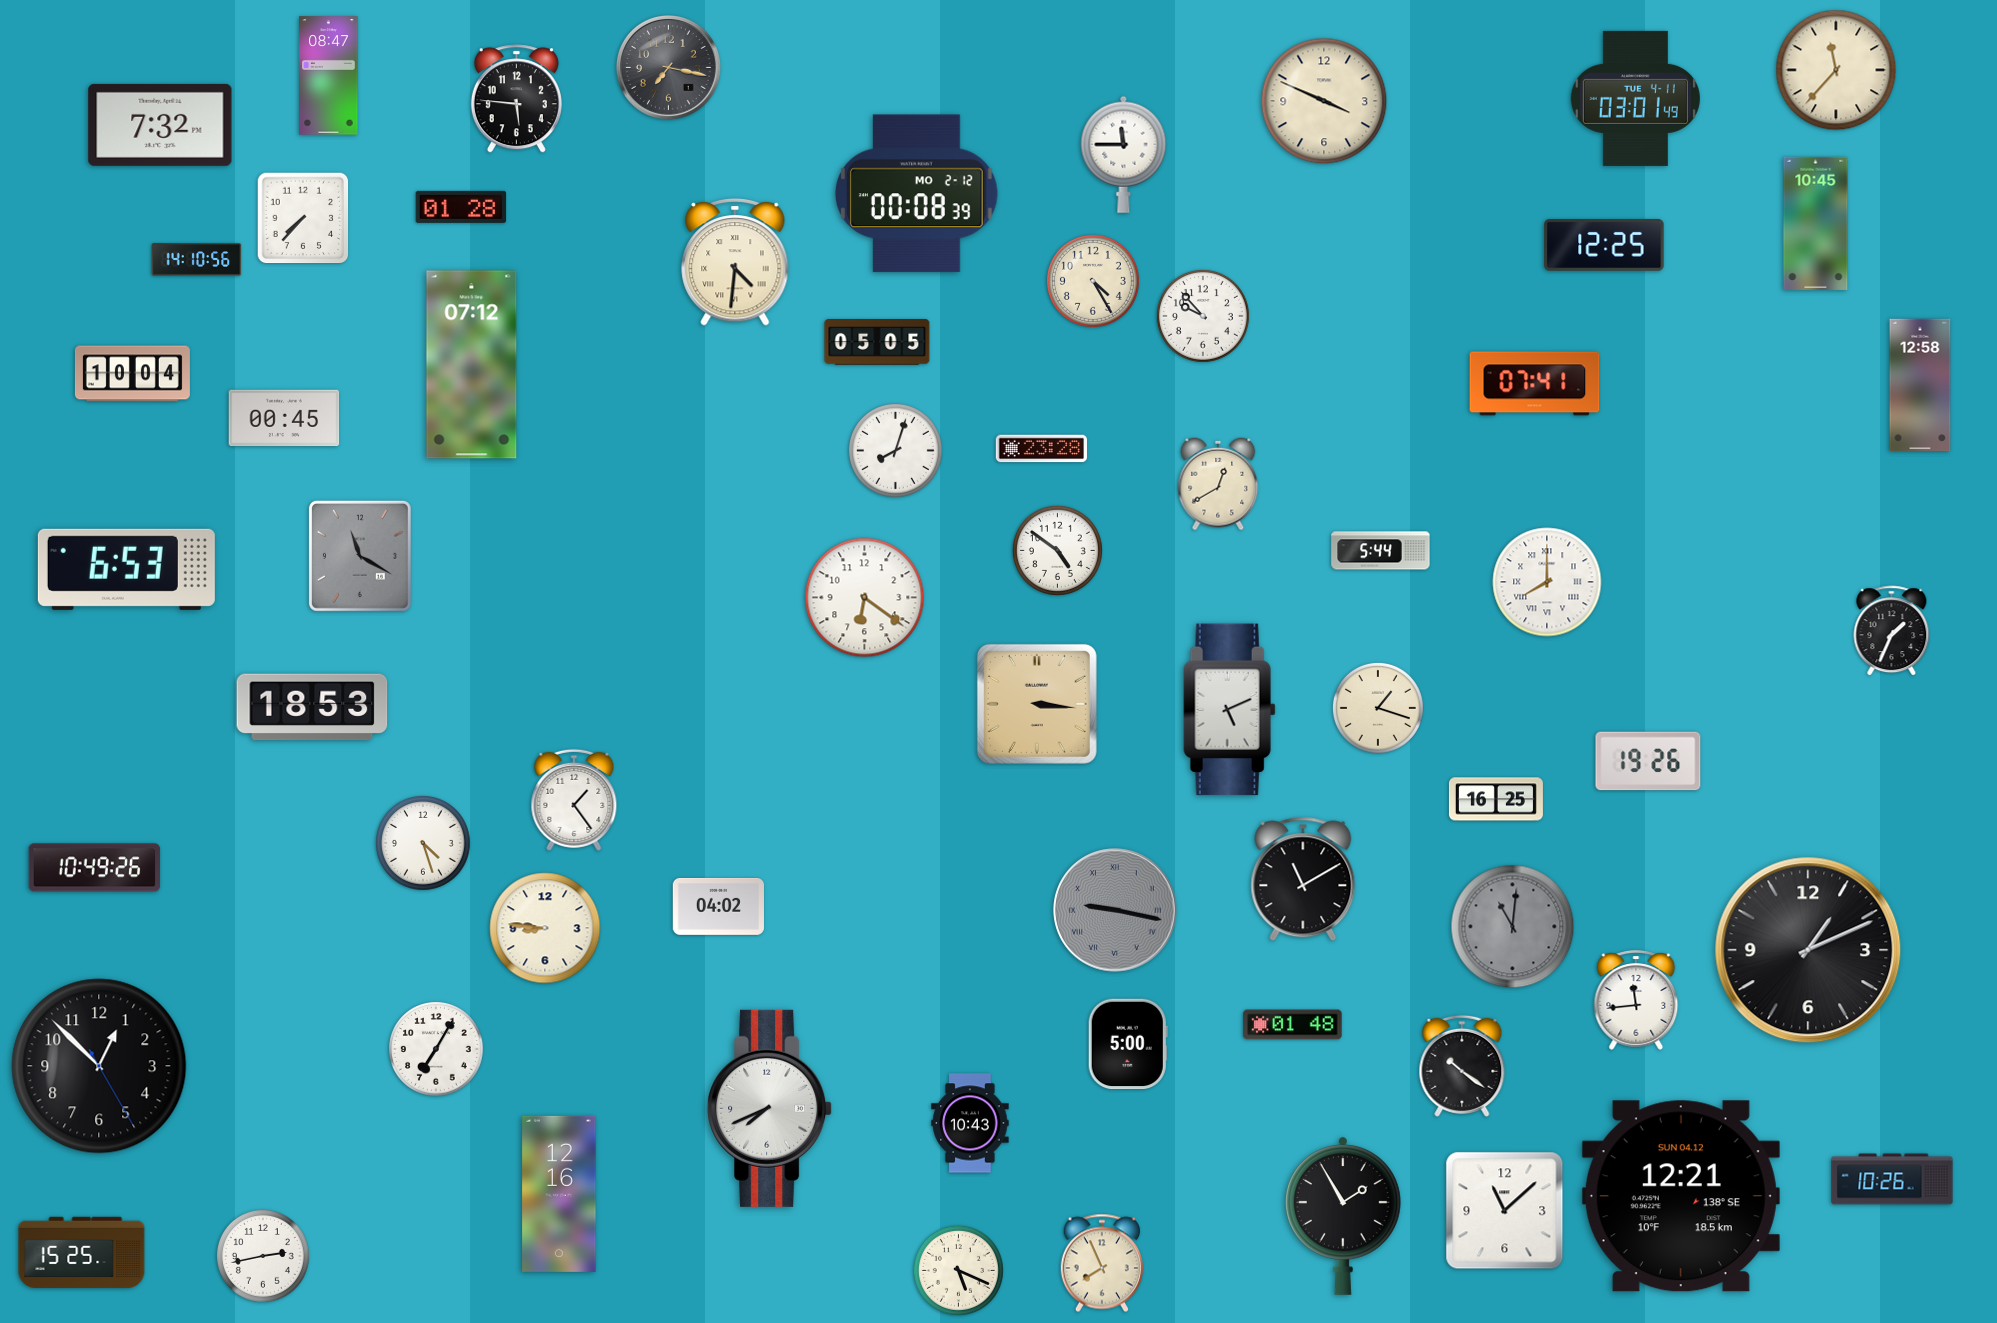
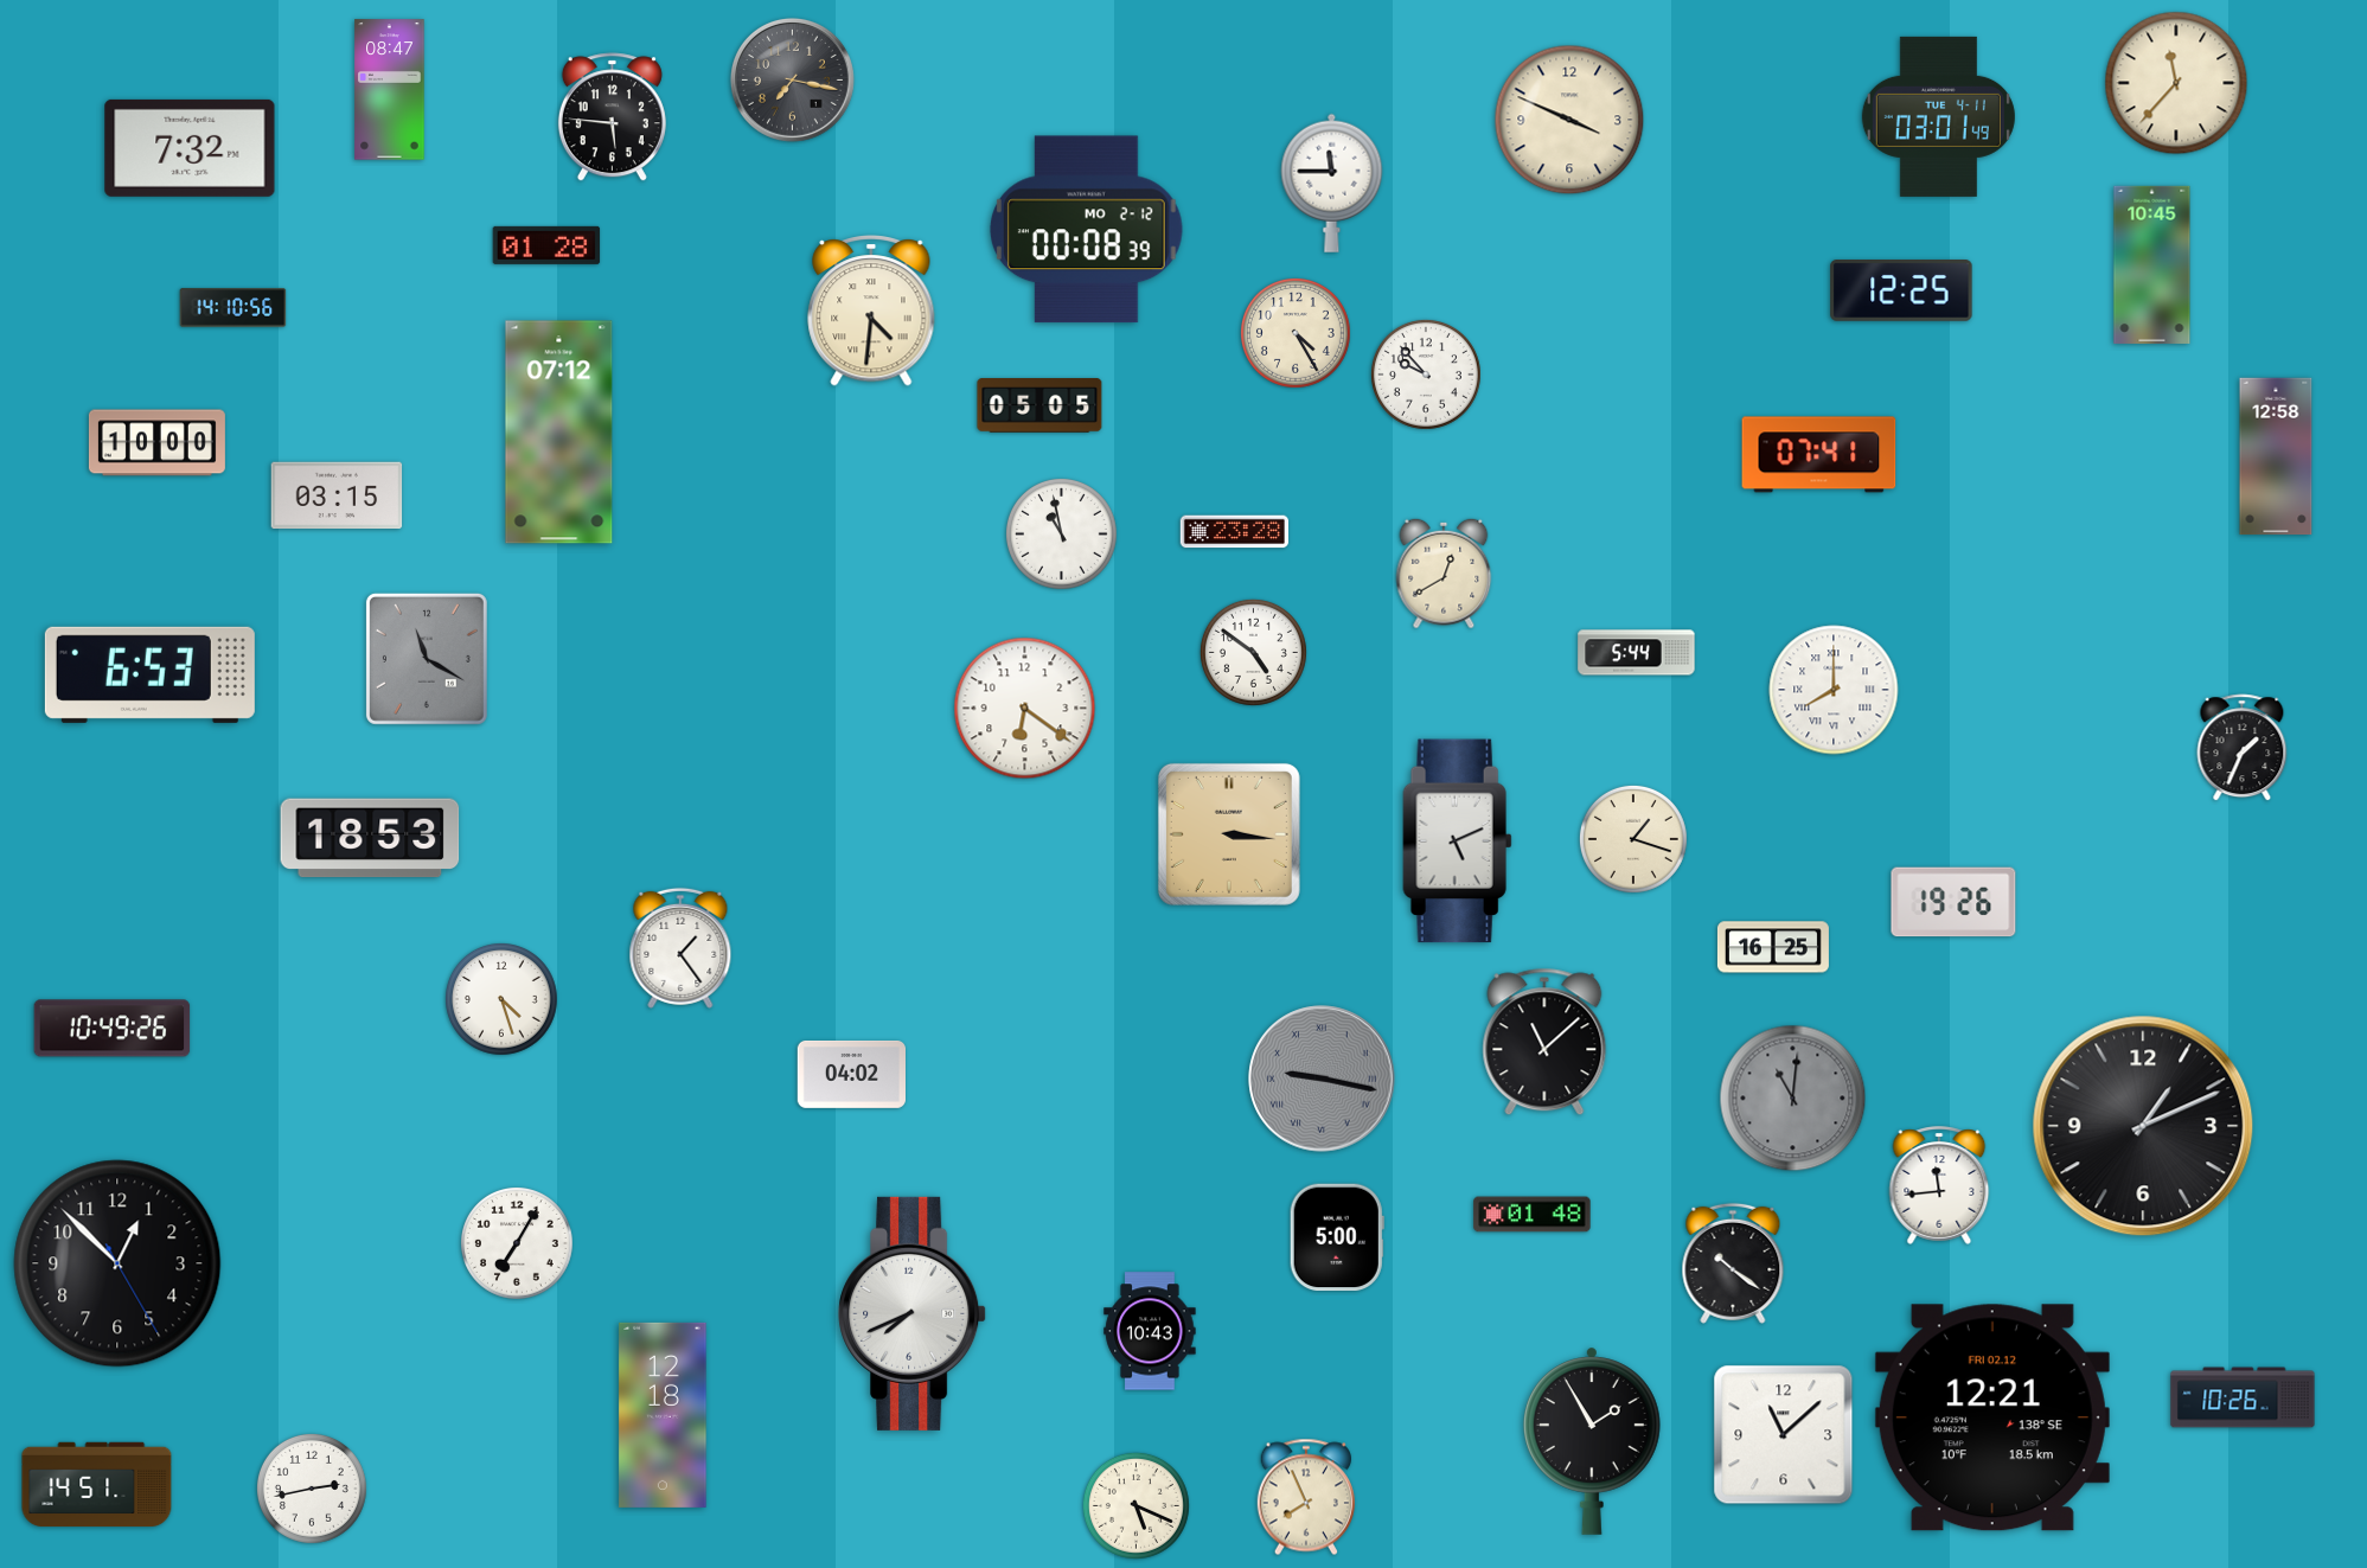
clock at (303, 218): 7:37 -> none
clock at (132, 374): 10:04 -> 10:00
clock at (284, 418): 00:45 -> 03:15
clock at (896, 451): 8:03 -> 10:58
clock at (1303, 879): 11:10 -> 11:08
clock at (545, 928): 8:46 -> none
clock at (559, 1194): 12:16 -> 12:18
clock at (1681, 1196) date: SUN 04.12 -> FRI 02.12
clock at (82, 1253): 15:25 -> 14:51
